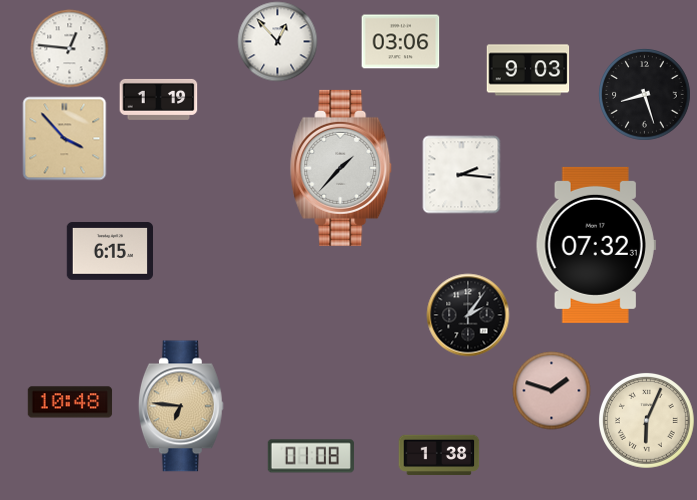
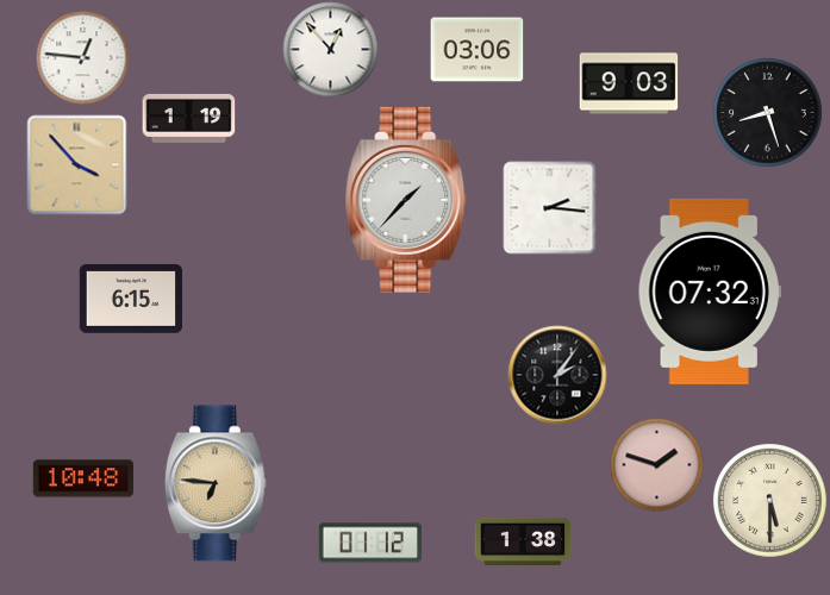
clock at (646, 420): 6:04 -> 5:30
clock at (311, 456): 01:08 -> 01:12
